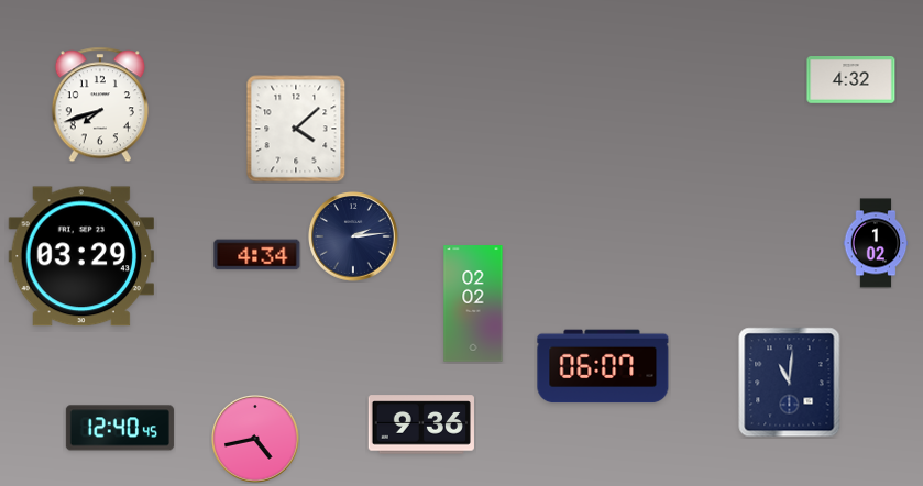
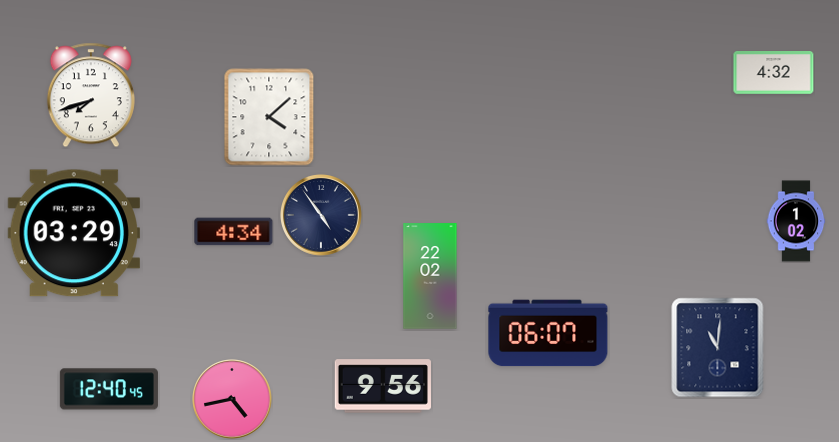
clock at (354, 238): 2:14 -> 4:54
clock at (473, 303): 02:02 -> 22:02
clock at (421, 424): 9:36 -> 9:56
